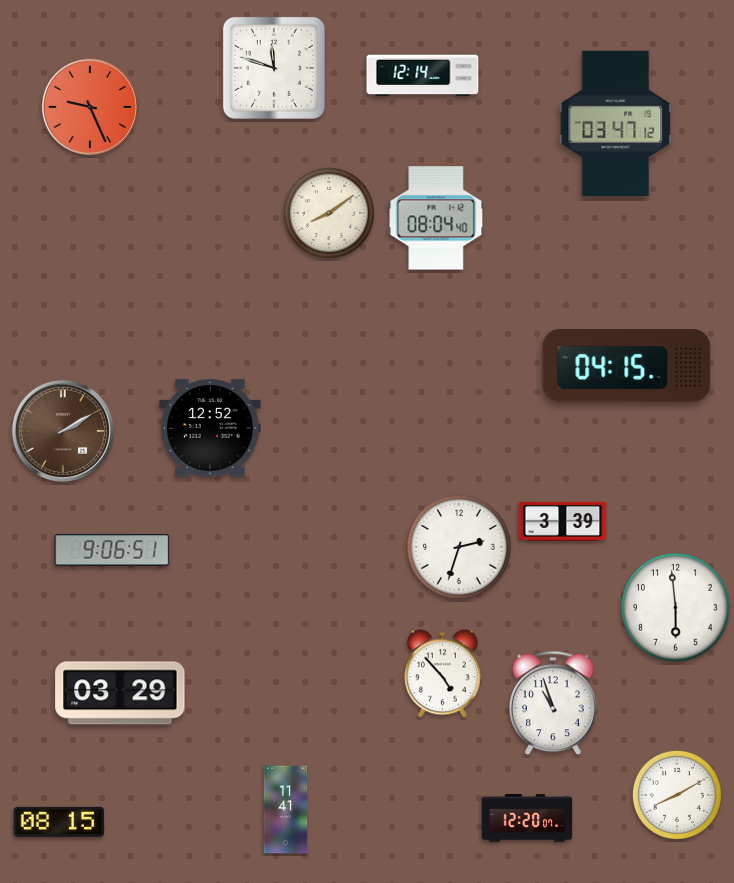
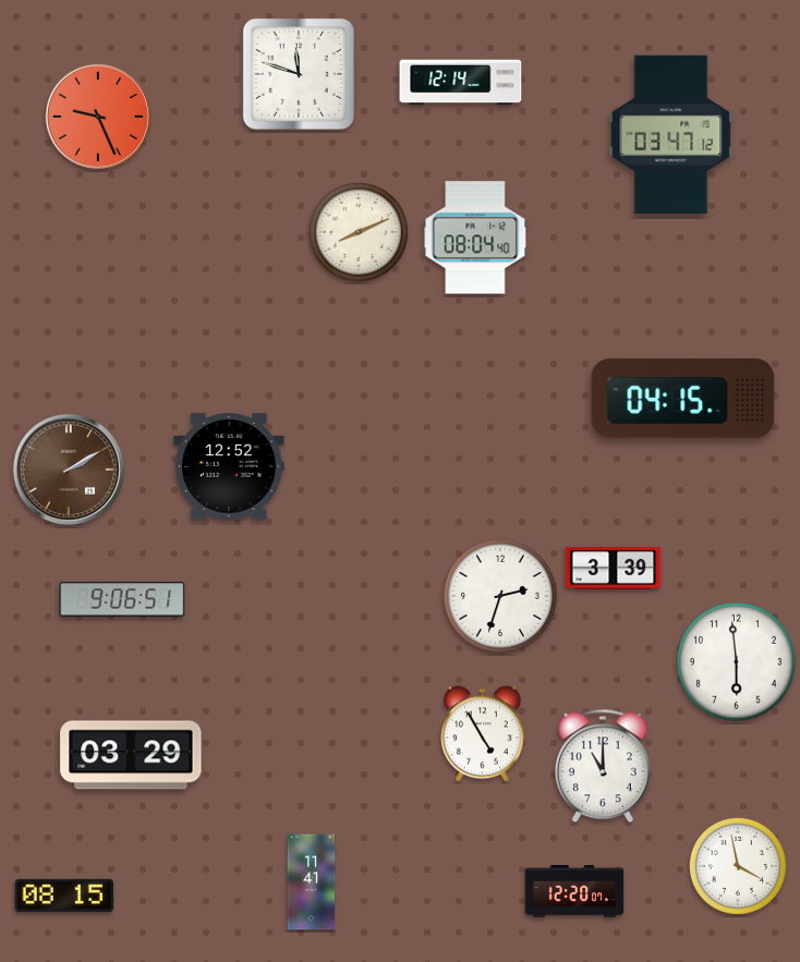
clock at (329, 213): 8:09 -> 8:11
clock at (443, 674): 4:53 -> 4:55
clock at (554, 703): 10:57 -> 11:00
clock at (677, 795): 8:10 -> 3:58
